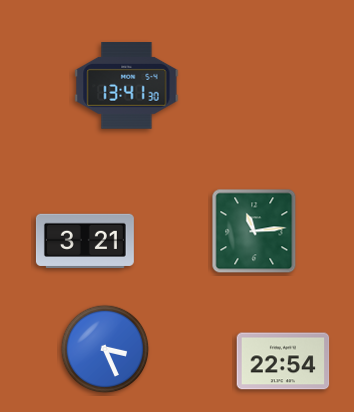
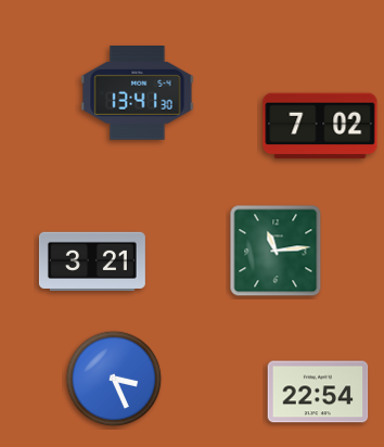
clock at (320, 126): none -> 7:02
clock at (283, 361) position: (283, 361) -> (318, 392)
